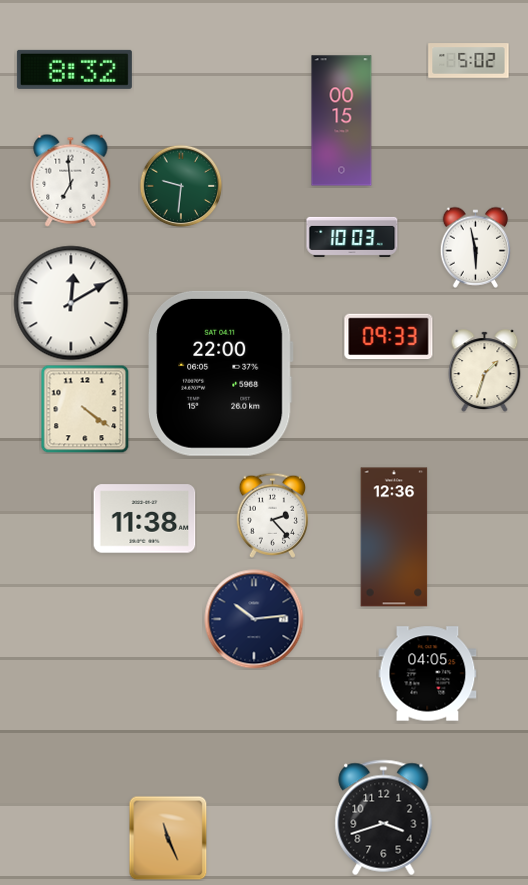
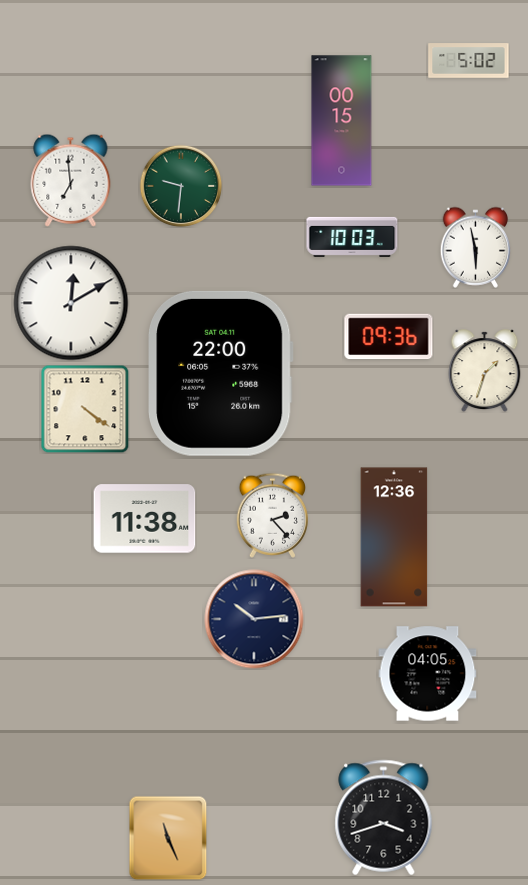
clock at (74, 69): 8:32 -> none
clock at (389, 337): 09:33 -> 09:36
